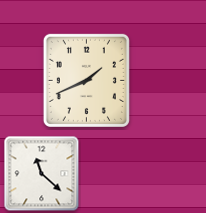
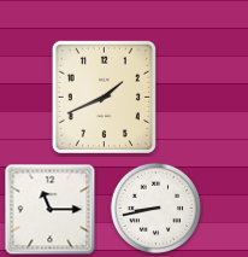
clock at (155, 208): none -> 8:43
clock at (42, 174): 11:22 -> 11:15
